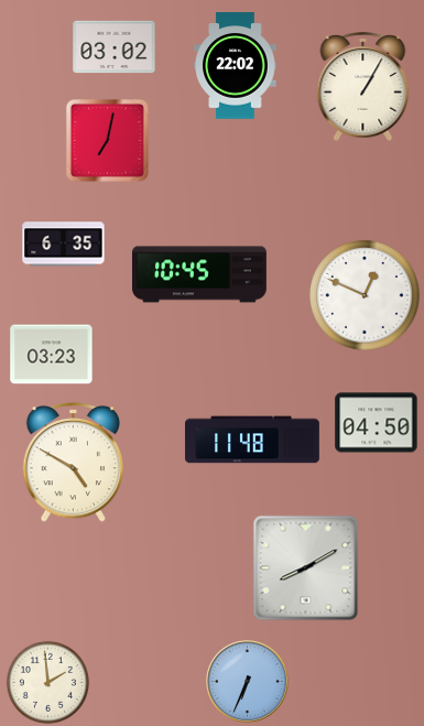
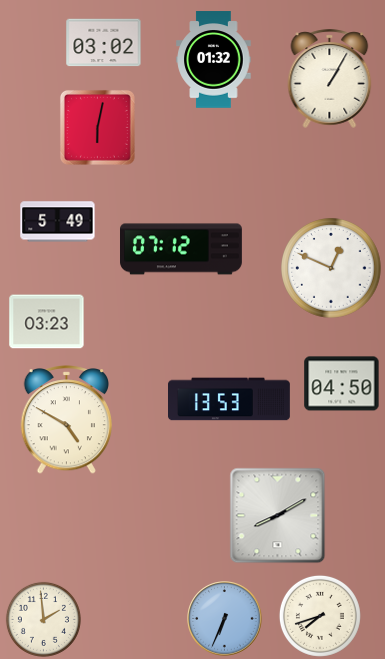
clock at (236, 66): 22:02 -> 01:32
clock at (107, 140): 7:02 -> 6:02
clock at (64, 245): 6:35 -> 5:49
clock at (200, 274): 10:45 -> 07:12
clock at (253, 440): 11:48 -> 13:53
clock at (320, 616): none -> 7:42
